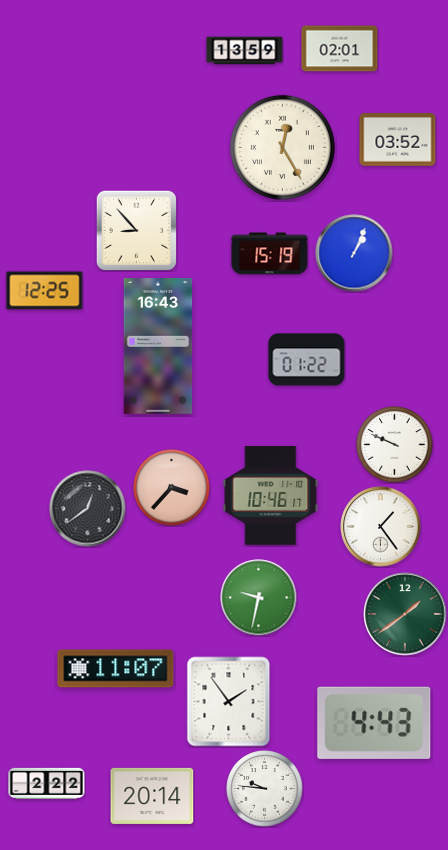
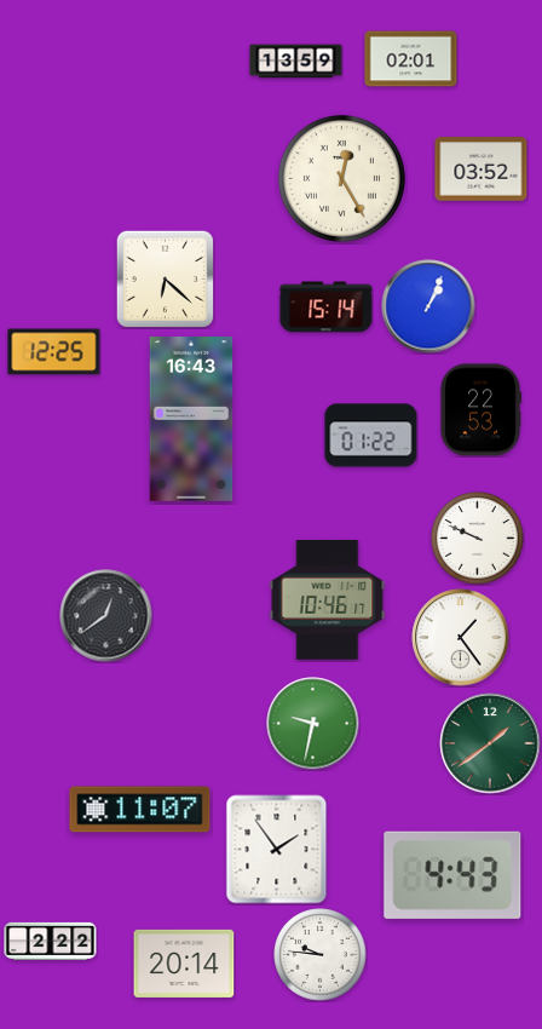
clock at (136, 230): 8:53 -> 6:22
clock at (270, 254): 15:19 -> 15:14
clock at (480, 410): none -> 22:53
clock at (172, 488): 3:37 -> none
clock at (47, 783) position: (47, 783) -> (51, 941)
